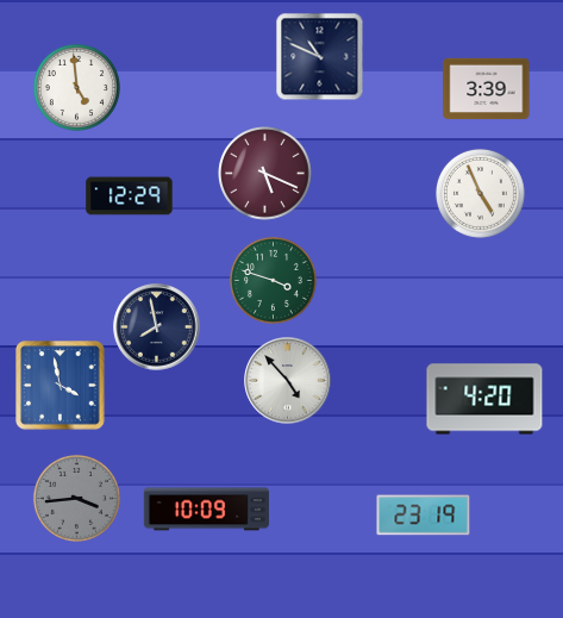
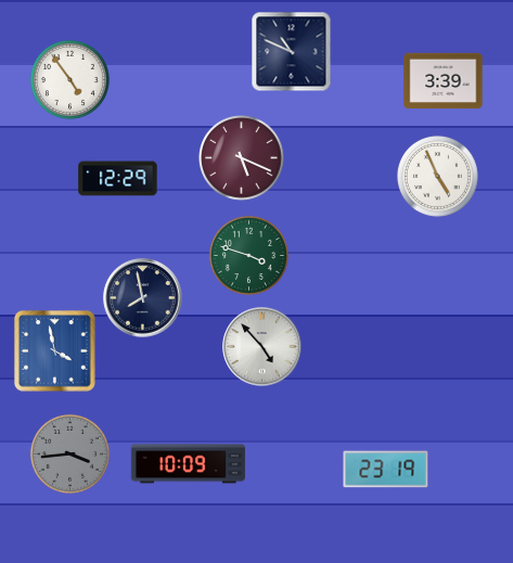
clock at (76, 87): 4:59 -> 4:54
clock at (484, 399): 4:20 -> none
